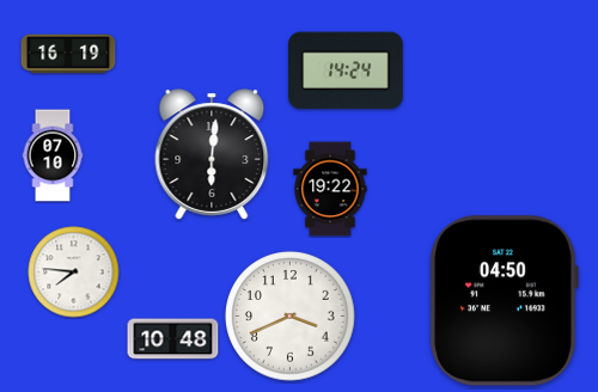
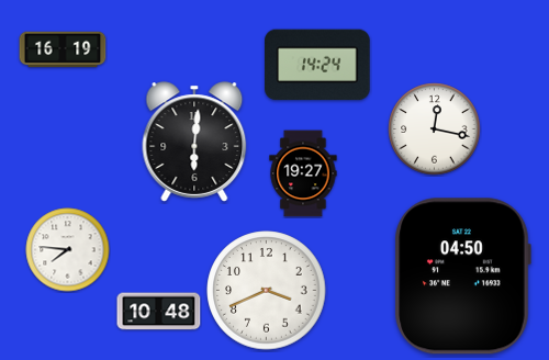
clock at (435, 130): none -> 12:17
clock at (53, 155): 07:10 -> none
clock at (330, 189): 19:22 -> 19:27
